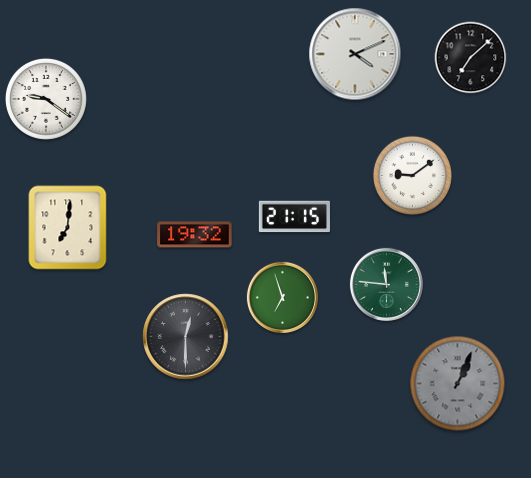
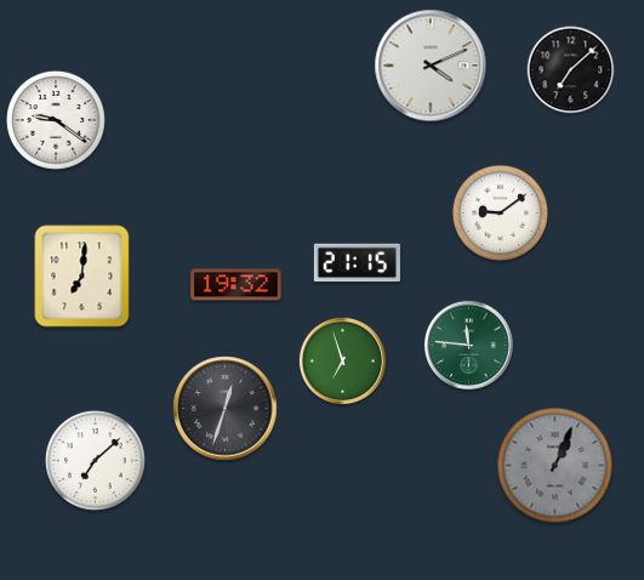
clock at (186, 337): 12:30 -> 12:33
clock at (96, 461): none -> 7:08
